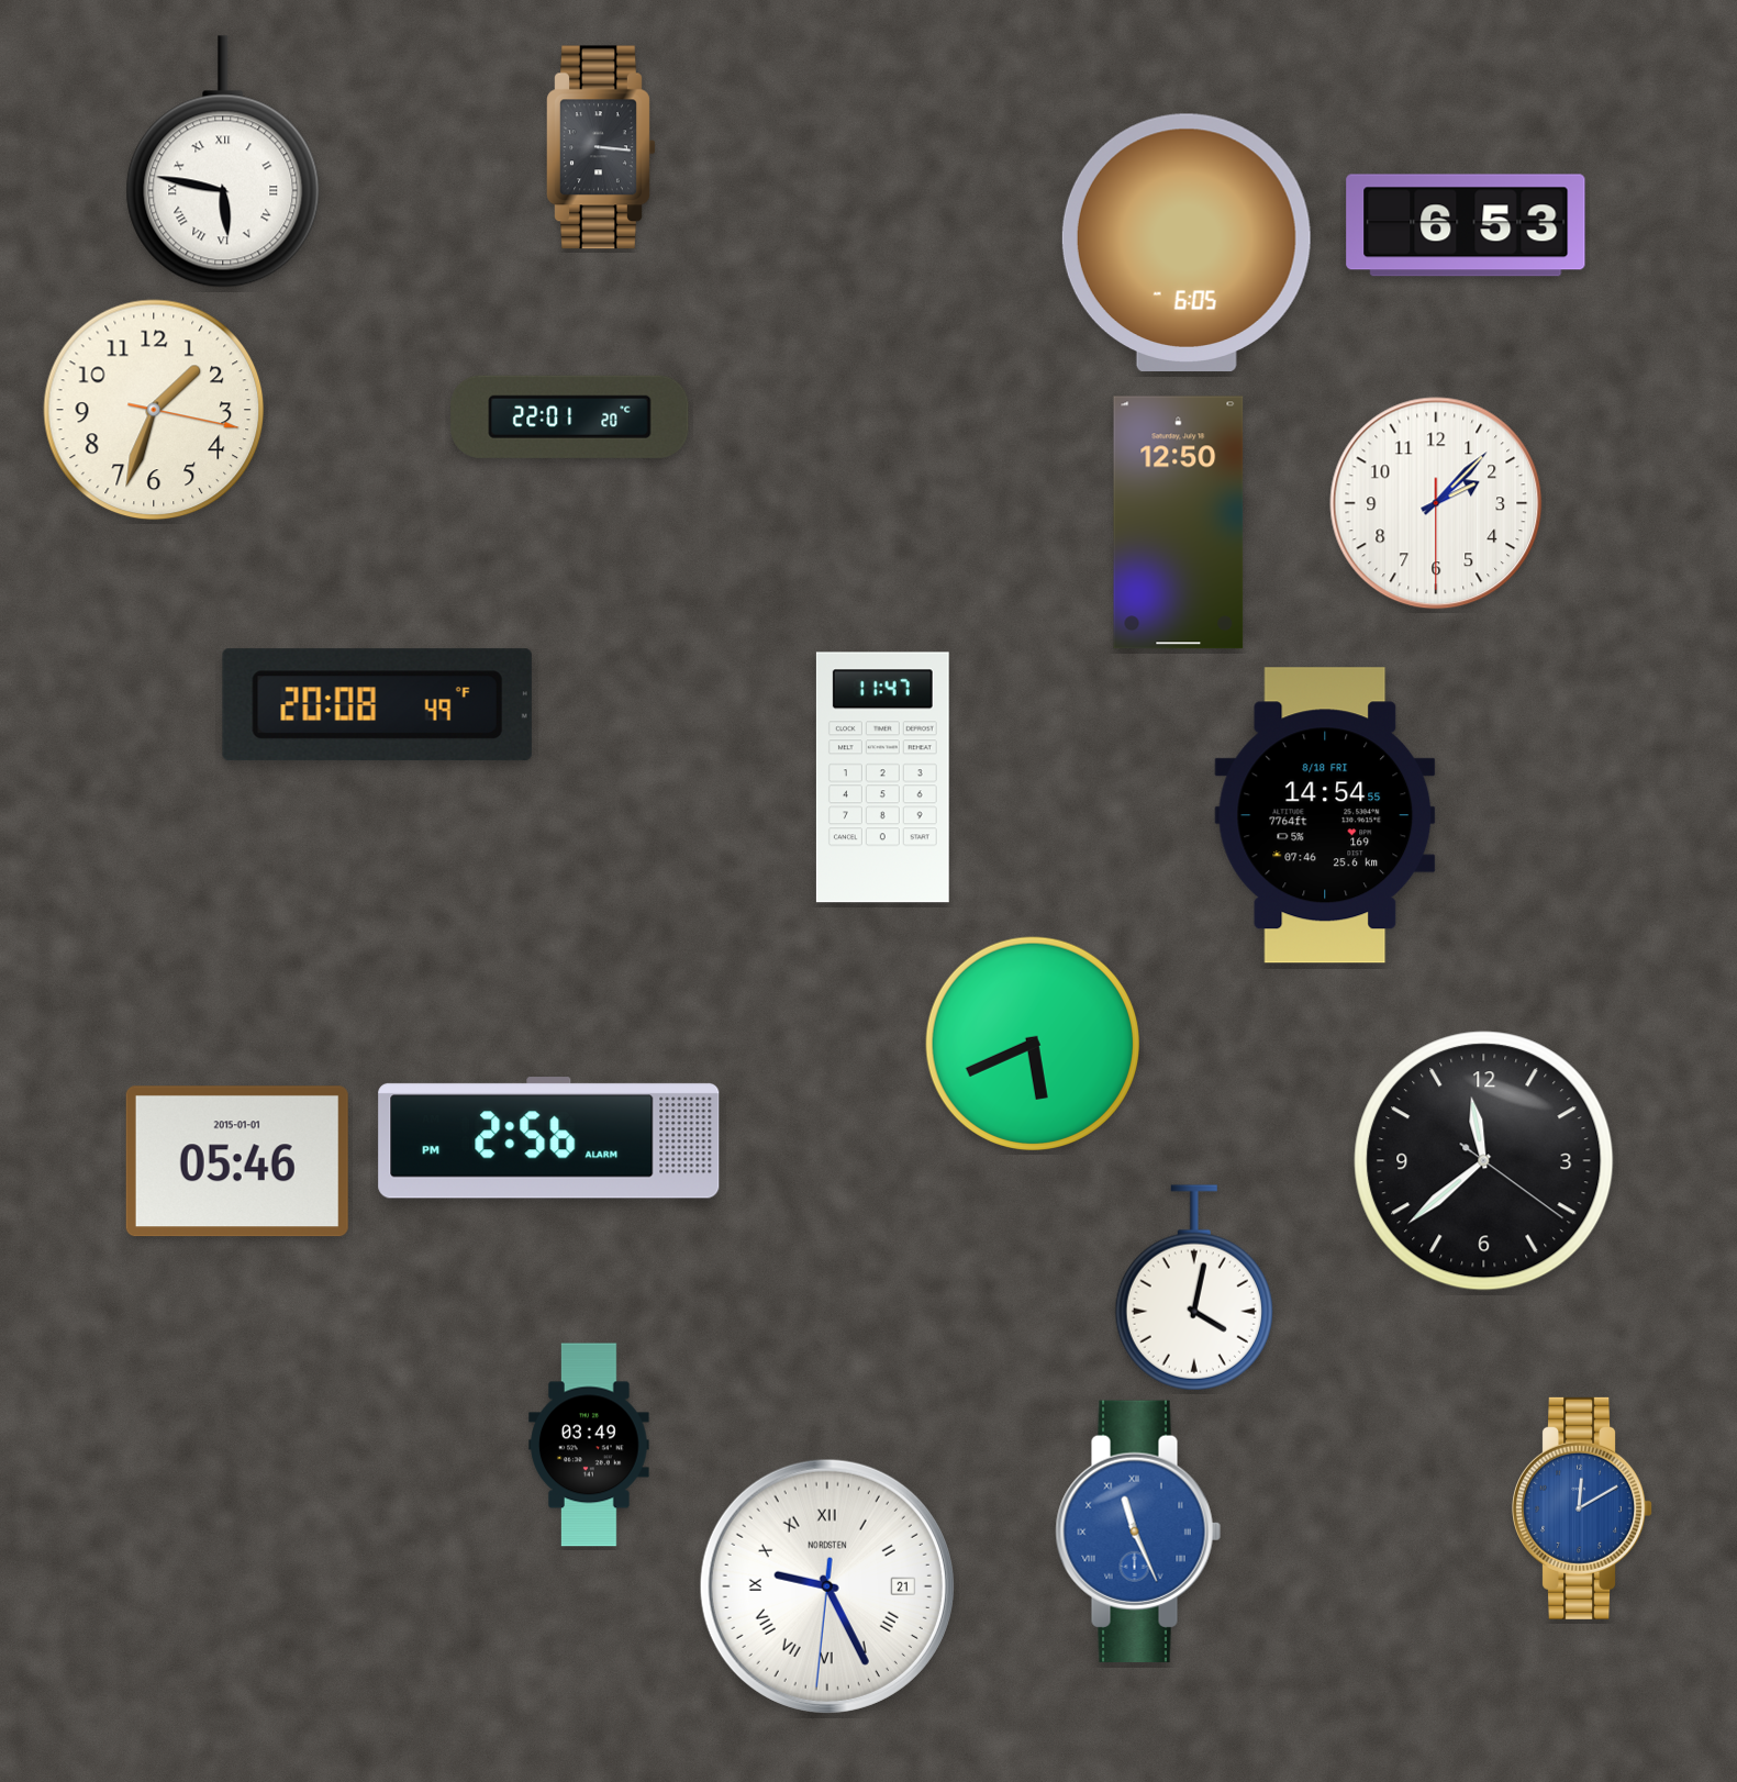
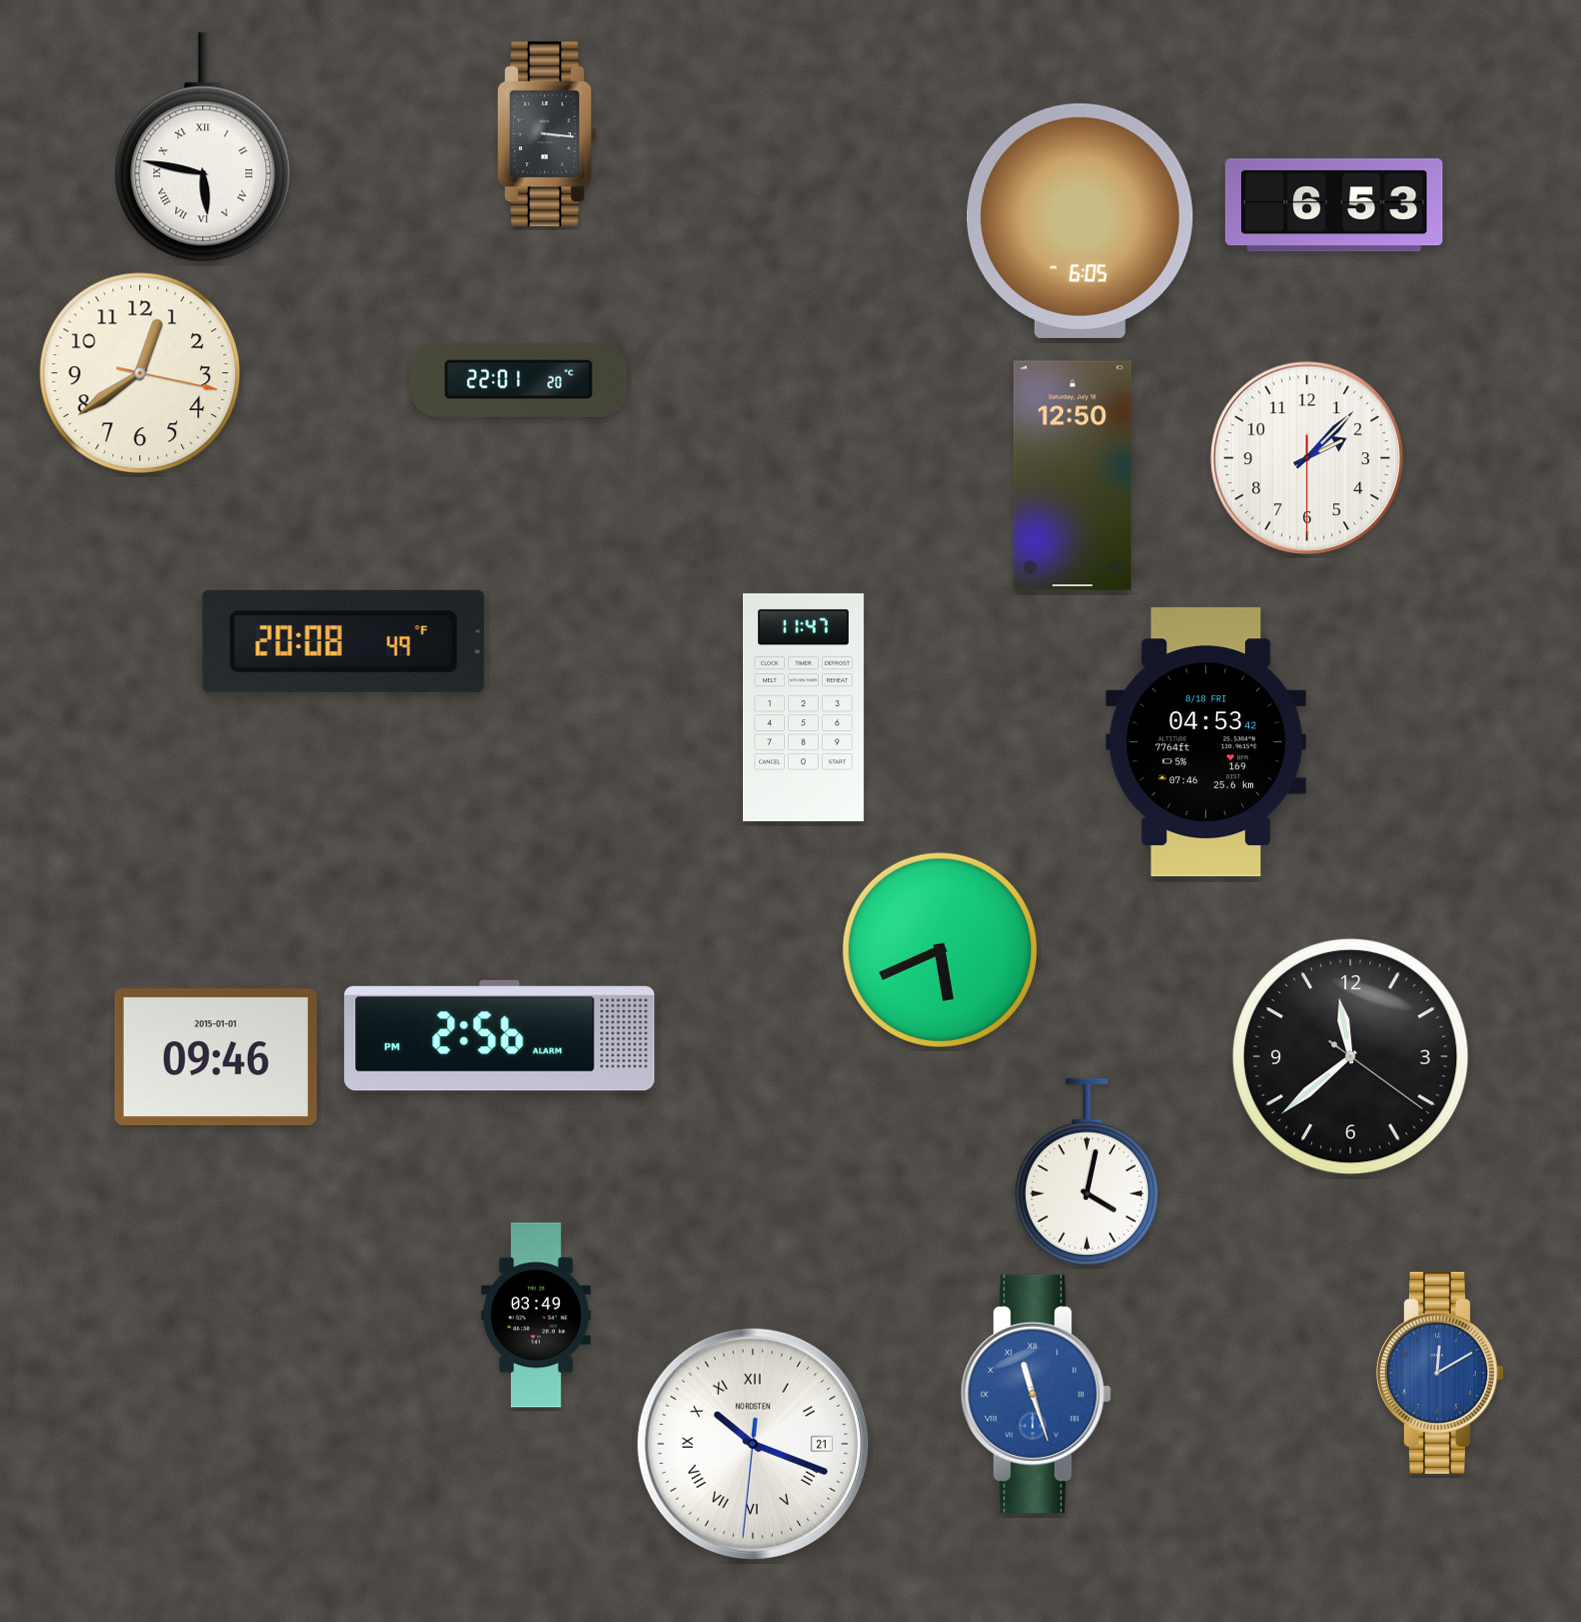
clock at (154, 410): 1:33 -> 12:39
clock at (1325, 815): 14:54 -> 04:53
clock at (237, 1161): 05:46 -> 09:46
clock at (1138, 1532): 11:26 -> 11:27
clock at (827, 1586): 9:25 -> 10:18
